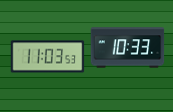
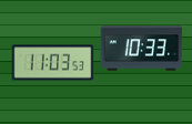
clock at (128, 48) position: (128, 48) -> (142, 49)
